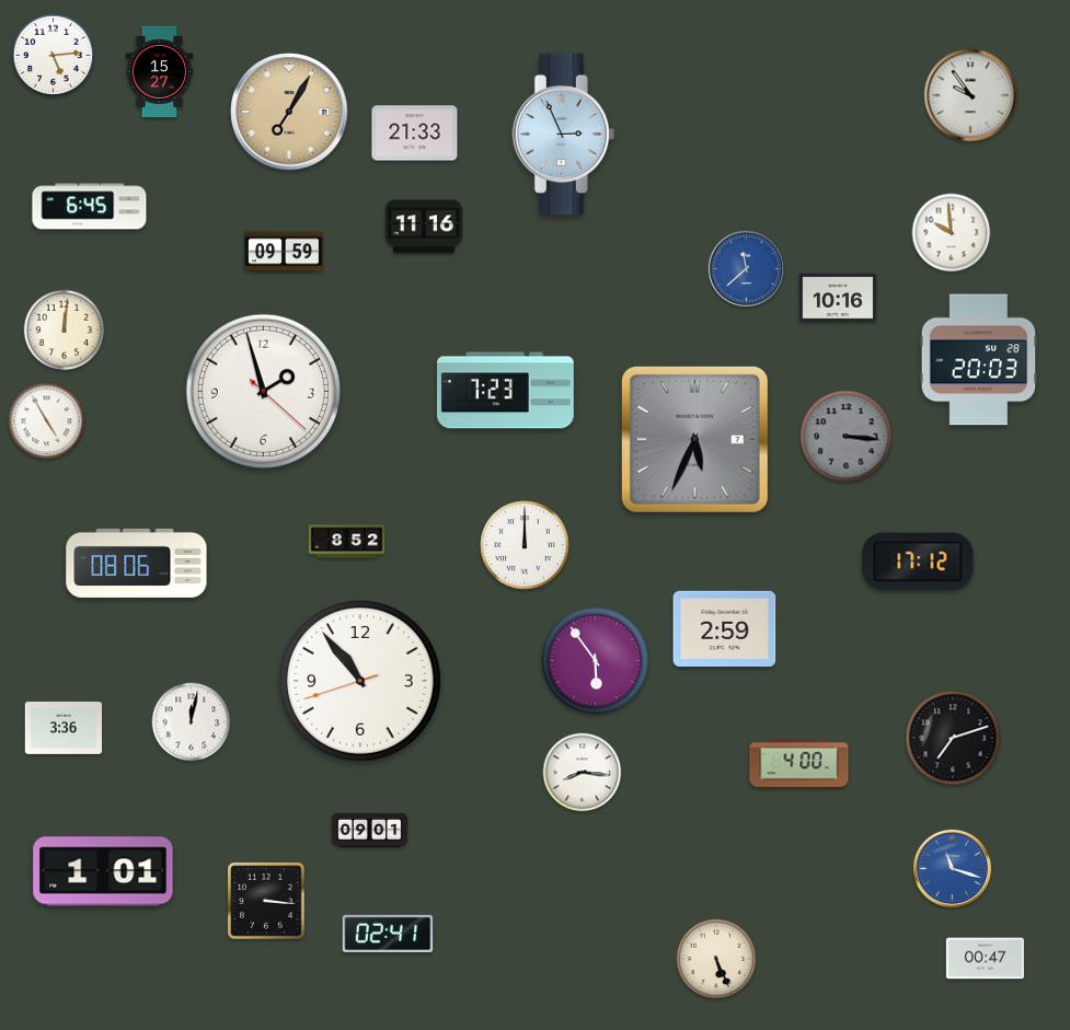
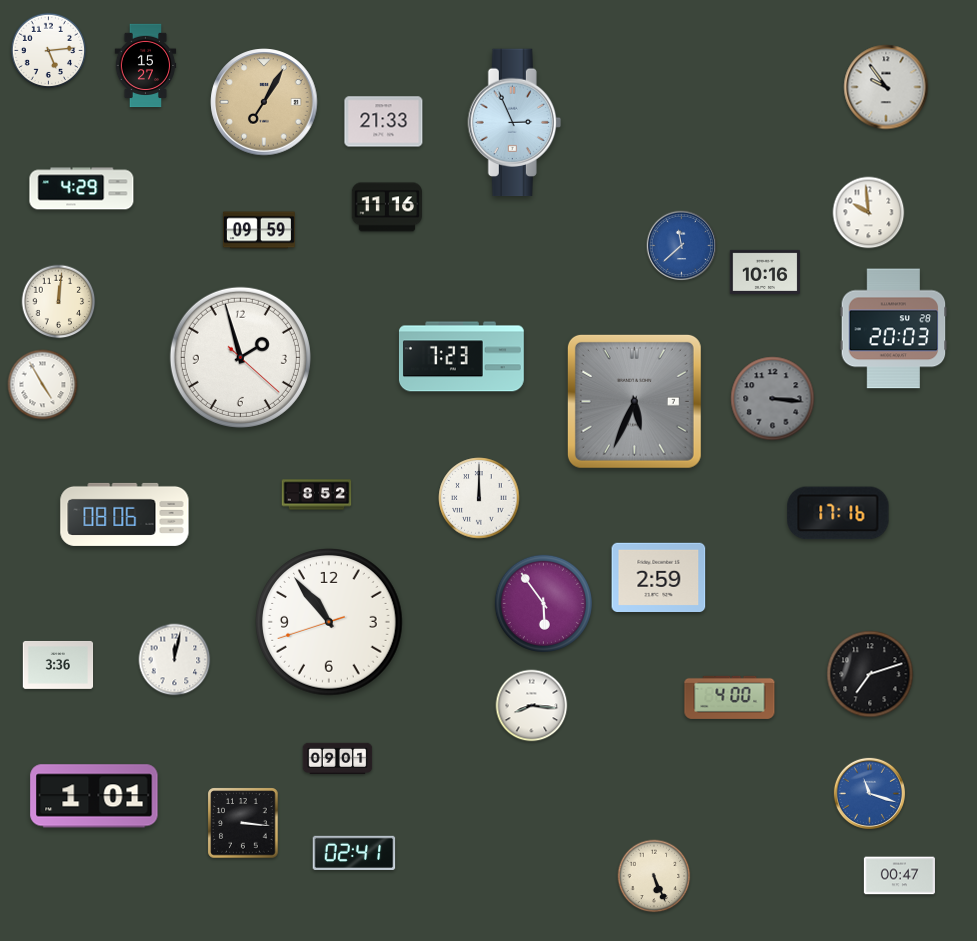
clock at (415, 134) position: (415, 134) -> (384, 122)
clock at (90, 207): 6:45 -> 4:29
clock at (918, 562): 17:12 -> 17:16
clock at (725, 628) position: (725, 628) -> (659, 577)
